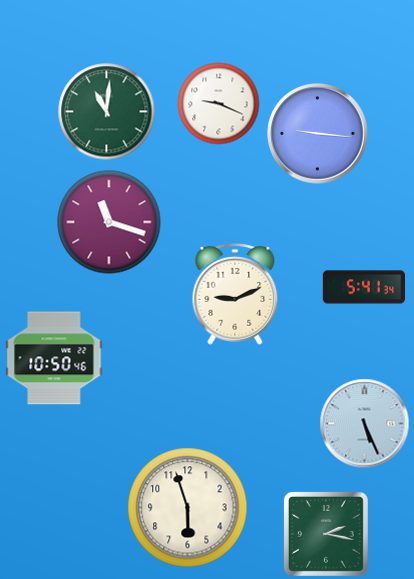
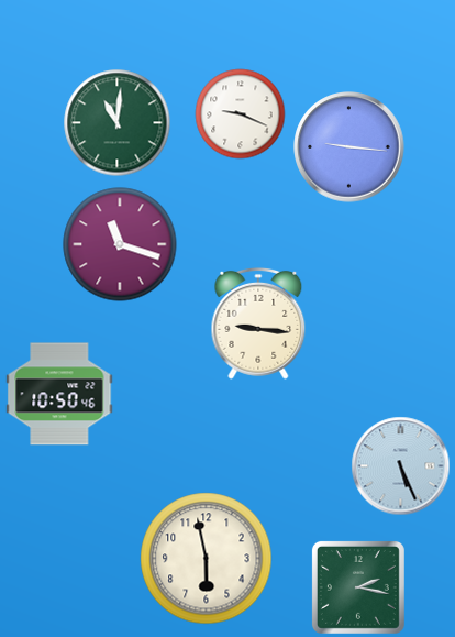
clock at (363, 287): 5:41 -> none
clock at (235, 294): 9:11 -> 9:16
clock at (188, 508): 5:57 -> 5:58
